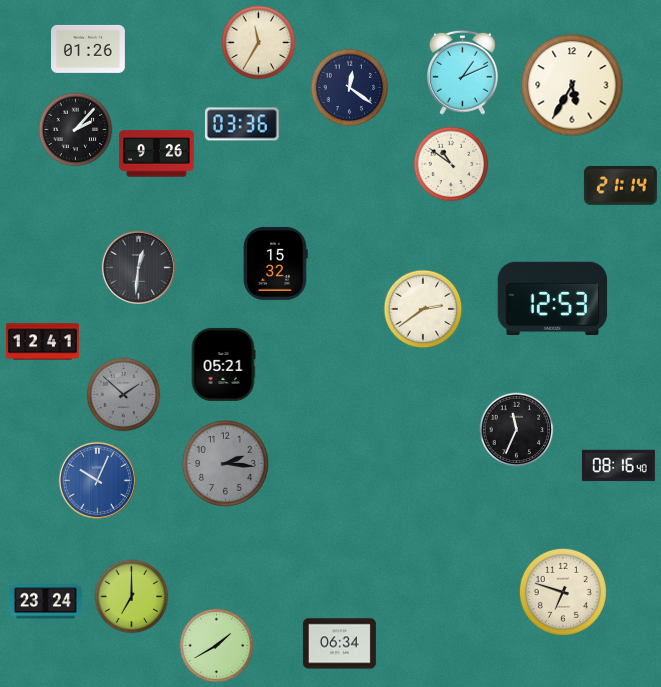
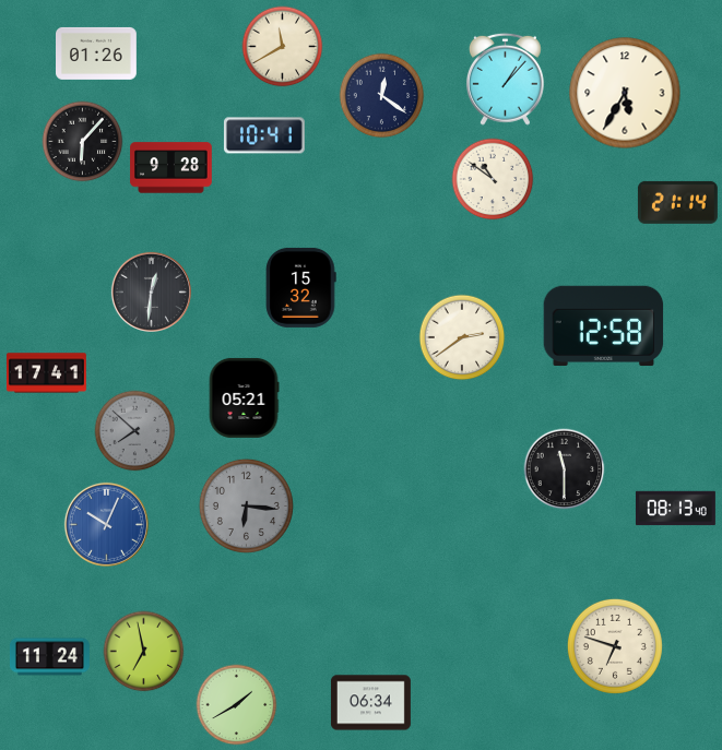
clock at (259, 43): 11:35 -> 11:40
clock at (462, 72): 1:11 -> 1:07
clock at (242, 124): 03:36 -> 10:41
clock at (76, 130): 2:07 -> 6:07
clock at (157, 154): 9:26 -> 9:28
clock at (553, 298): 12:53 -> 12:58
clock at (42, 342): 12:41 -> 17:41
clock at (124, 395): 1:52 -> 7:52
clock at (517, 430): 11:34 -> 11:30
clock at (225, 463): 2:16 -> 6:16
clock at (618, 466): 08:16 -> 08:13
clock at (132, 597): 7:00 -> 6:58
clock at (45, 602): 23:24 -> 11:24
